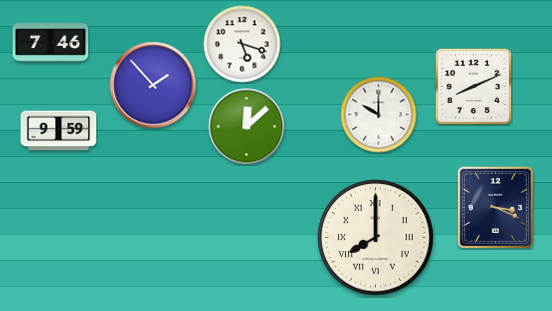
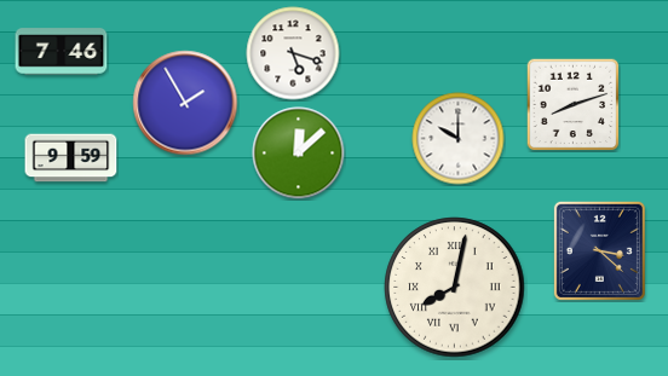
clock at (153, 85): 1:53 -> 1:55
clock at (473, 86): 8:11 -> 8:12
clock at (495, 207): 3:19 -> 3:22
clock at (376, 238): 8:00 -> 8:02
